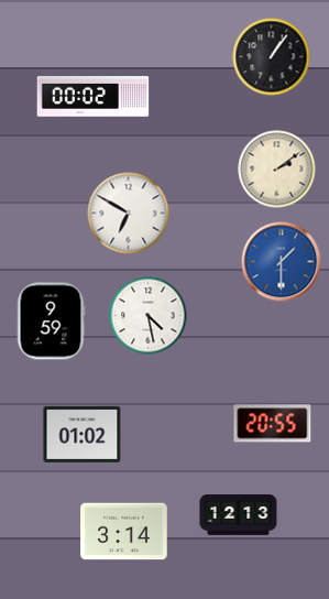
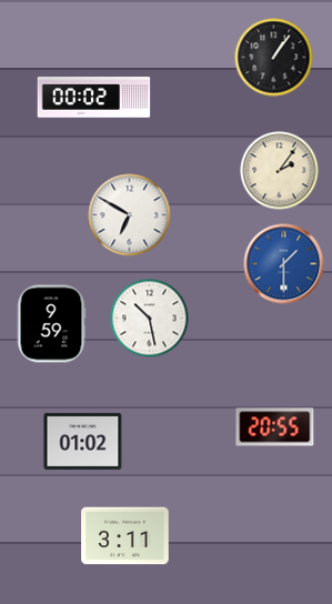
clock at (277, 170): 2:09 -> 2:06
clock at (149, 316): 4:28 -> 10:28
clock at (83, 434) position: (83, 434) -> (83, 441)
clock at (239, 515): 12:13 -> none
clock at (124, 532): 3:14 -> 3:11
